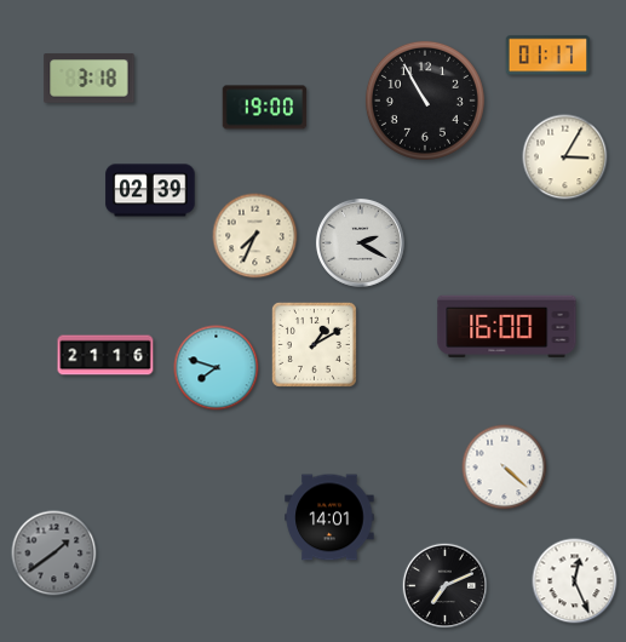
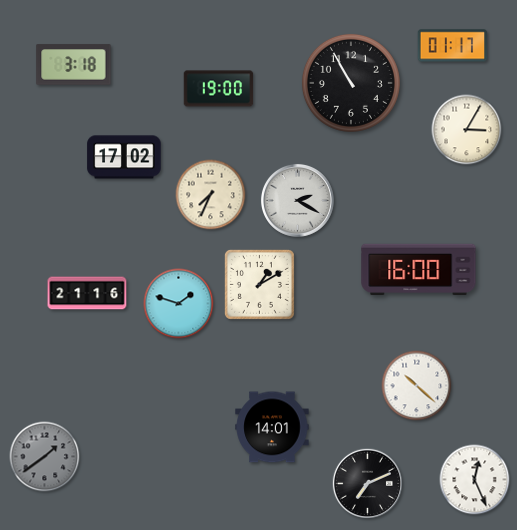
clock at (150, 190): 02:39 -> 17:02
clock at (217, 368): 7:48 -> 1:48
clock at (505, 468): 4:22 -> 10:22
